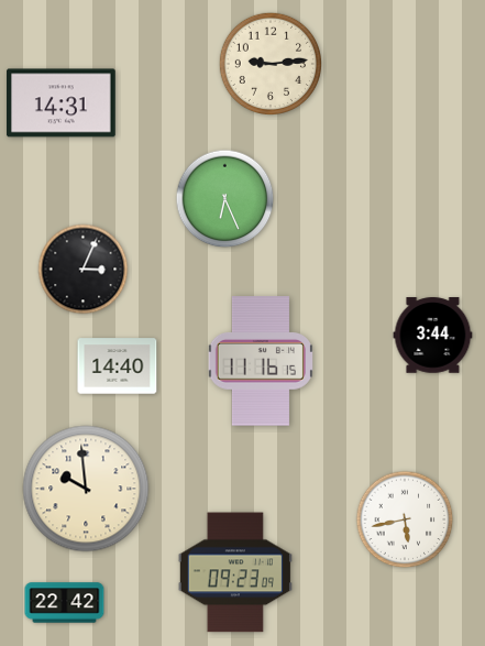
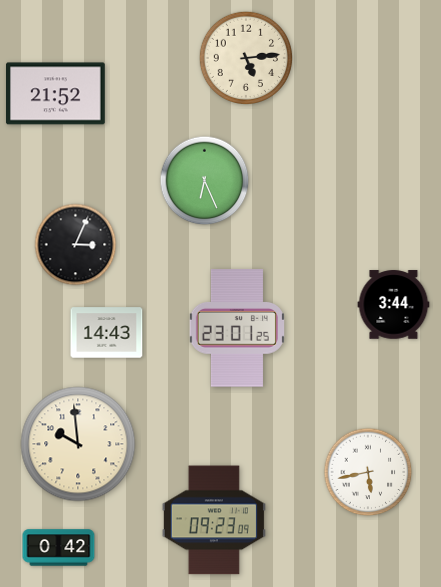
clock at (269, 63): 9:14 -> 5:14
clock at (62, 103): 14:31 -> 21:52
clock at (261, 361): 11:16 -> 23:01
clock at (118, 366): 14:40 -> 14:43
clock at (65, 603): 22:42 -> 0:42
